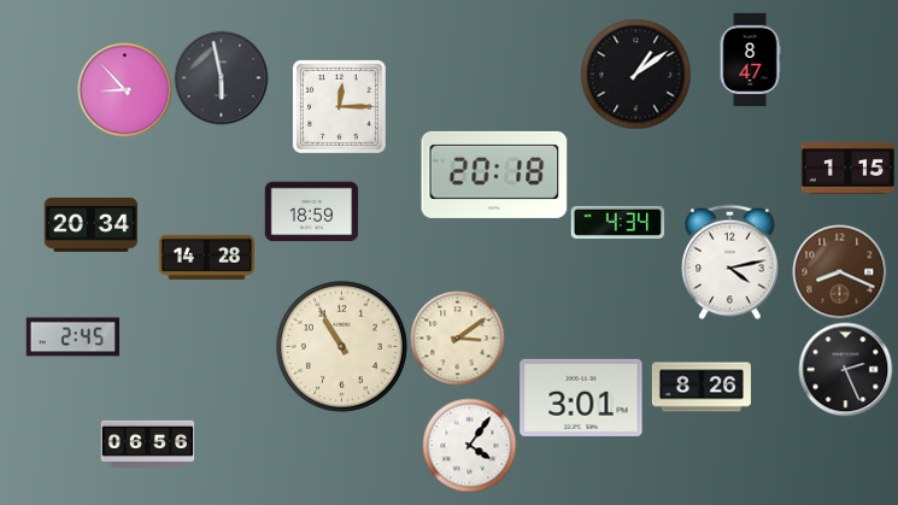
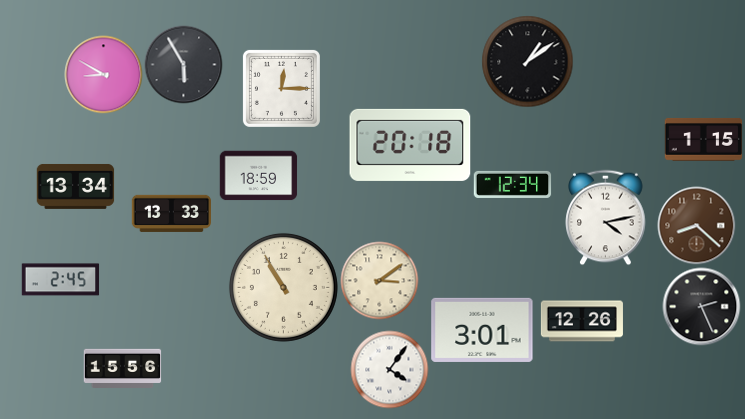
clock at (750, 59): 8:47 -> none
clock at (221, 77): 5:58 -> 5:55
clock at (124, 89): 8:53 -> 8:50
clock at (617, 222): 4:34 -> 12:34
clock at (90, 224): 20:34 -> 13:34
clock at (206, 257): 14:28 -> 13:33
clock at (839, 271): 8:19 -> 8:22
clock at (702, 387): 8:26 -> 12:26
clock at (147, 444): 06:56 -> 15:56
